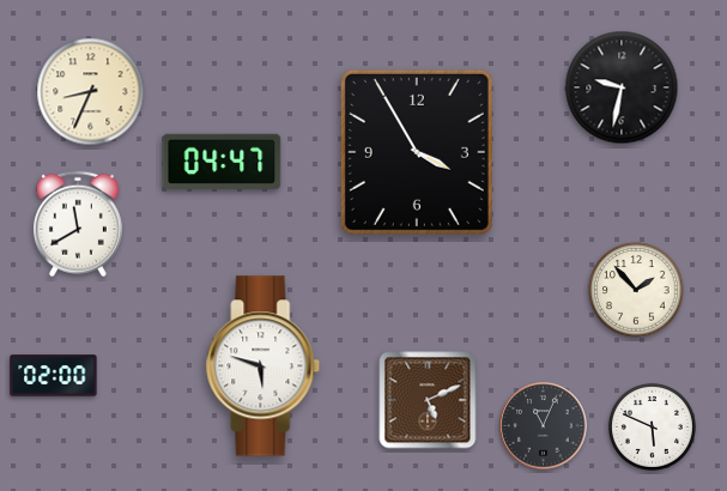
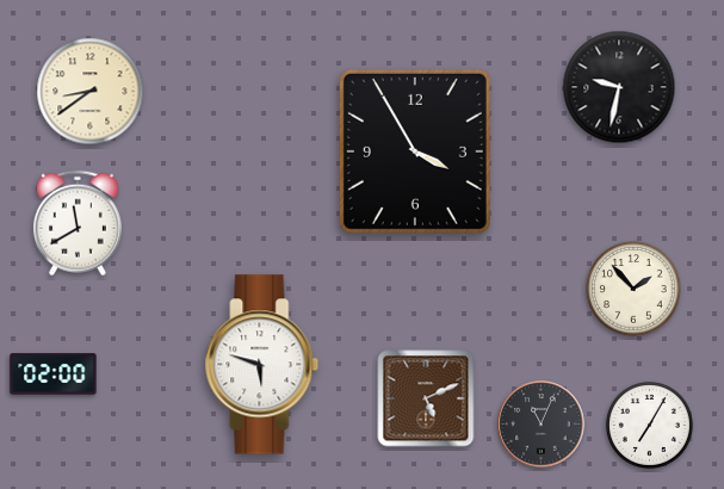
clock at (91, 92): 8:34 -> 8:39
clock at (222, 160): 04:47 -> none
clock at (652, 426): 5:49 -> 7:05
